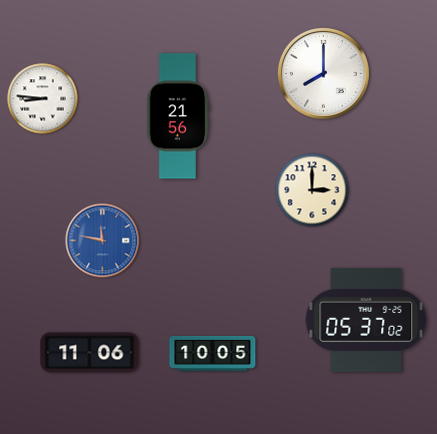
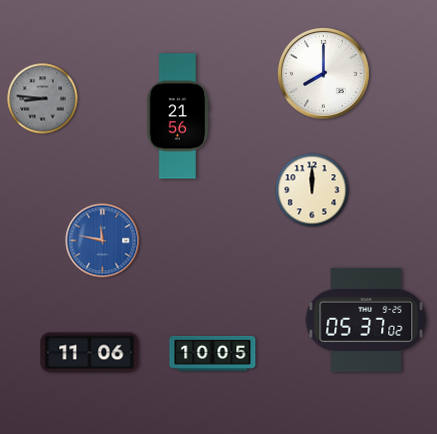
clock at (43, 99) dial: white -> grey
clock at (312, 190): 3:00 -> 12:00
